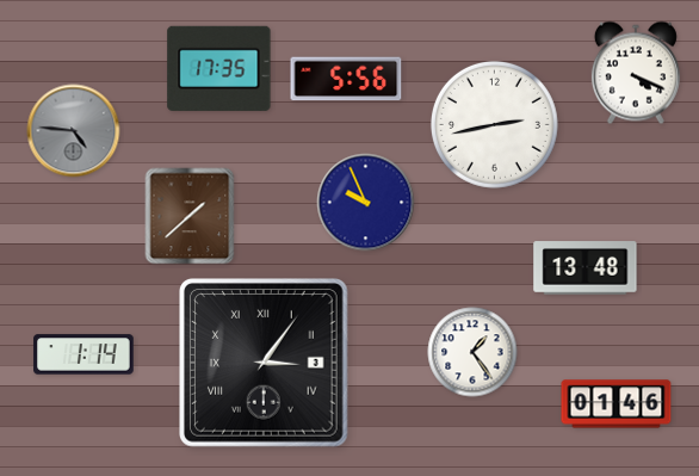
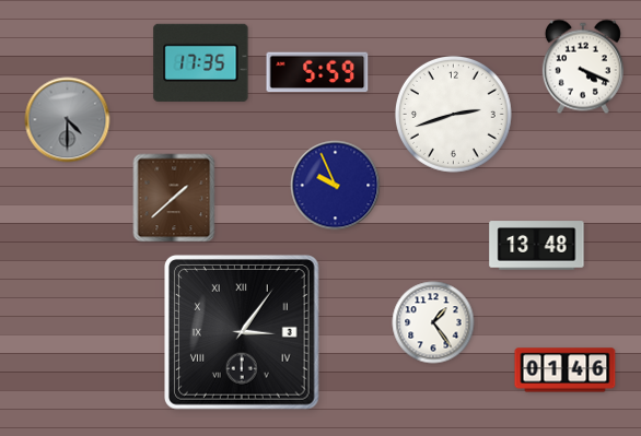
clock at (346, 79): 5:56 -> 5:59
clock at (494, 124): 2:43 -> 2:42
clock at (74, 131): 4:46 -> 4:30
clock at (83, 354): 1:14 -> none
